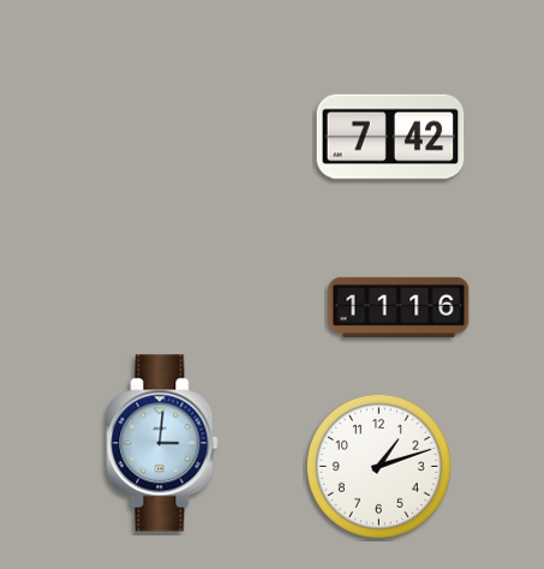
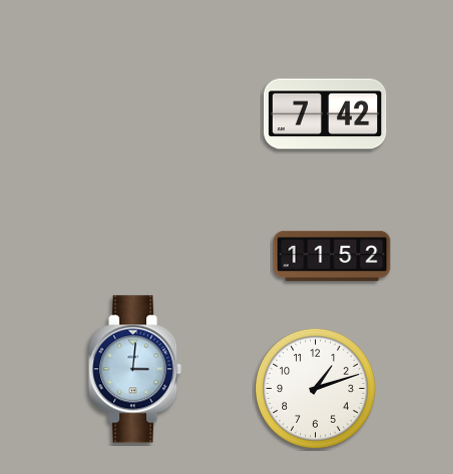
clock at (399, 307): 11:16 -> 11:52
